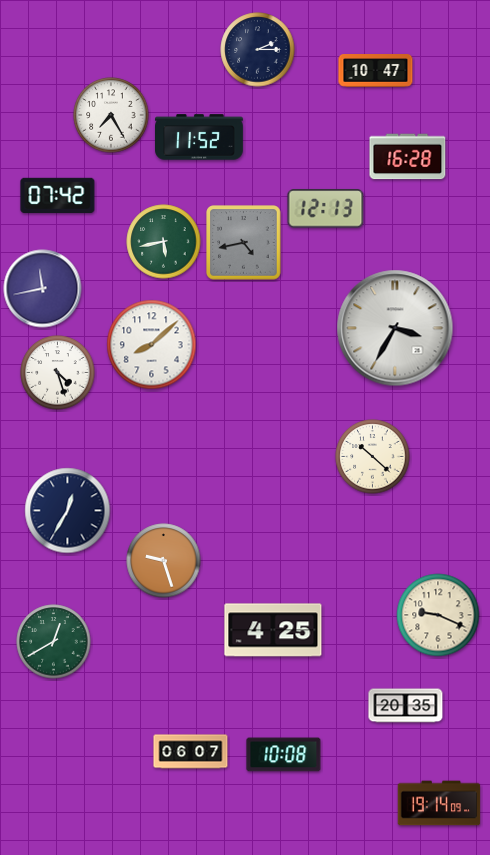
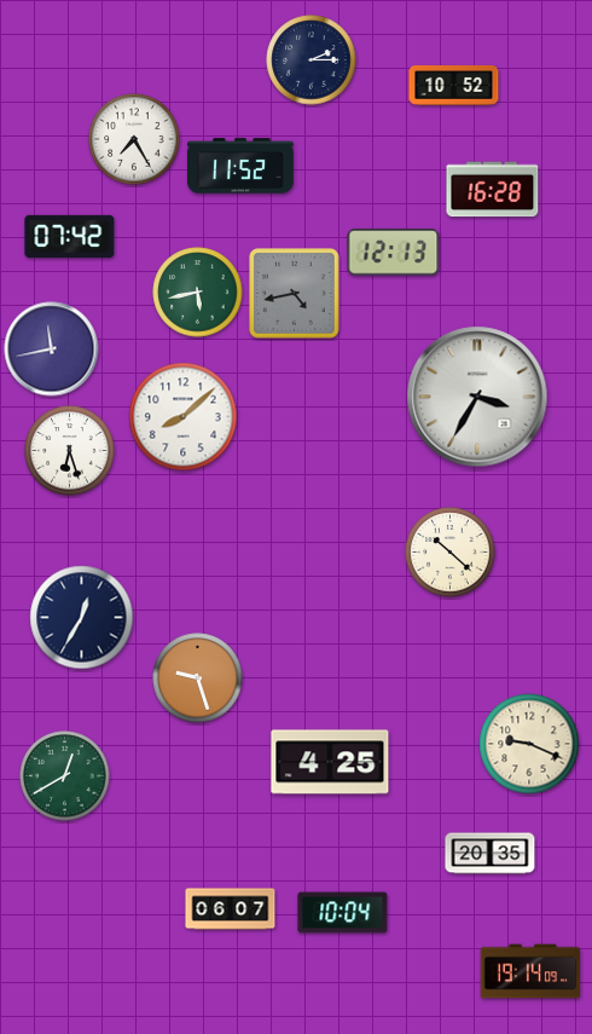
clock at (376, 71): 10:47 -> 10:52
clock at (58, 373): 4:27 -> 6:27
clock at (284, 755): 10:08 -> 10:04
